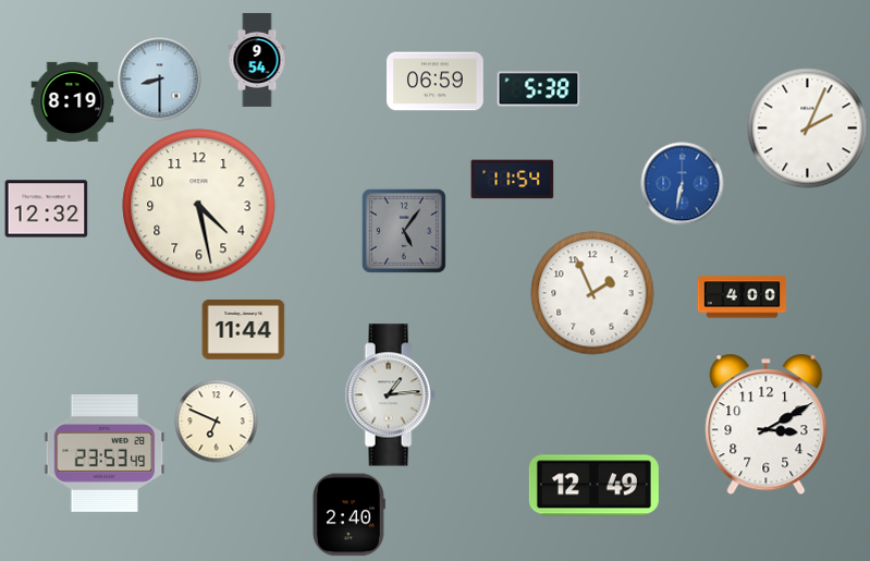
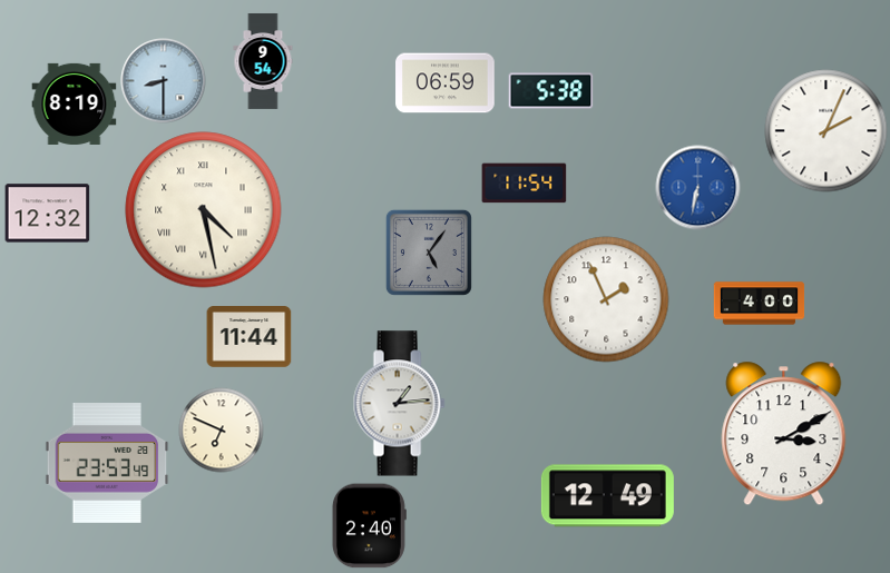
clock at (199, 206) numerals: Arabic -> Roman
clock at (404, 231) position: (404, 231) -> (429, 253)
clock at (348, 515) position: (348, 515) -> (369, 526)
